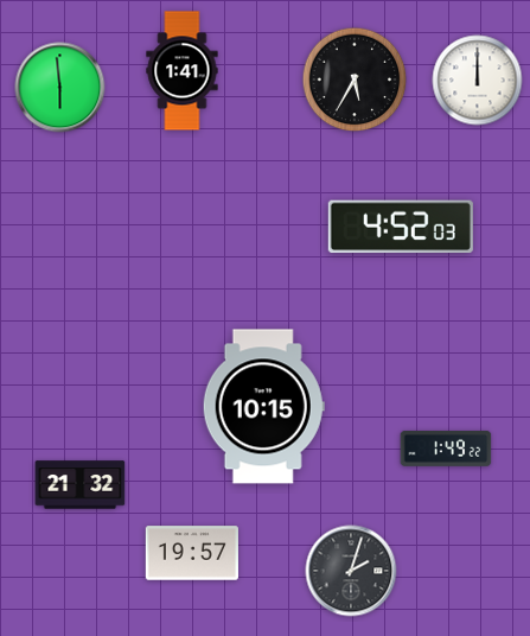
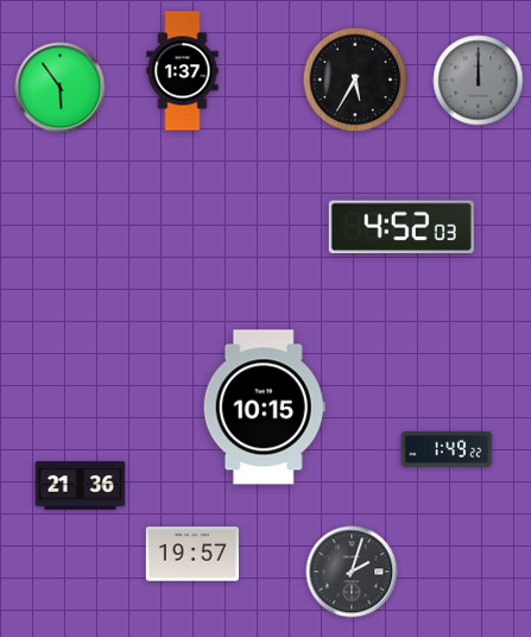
clock at (183, 71): 1:41 -> 1:37
clock at (478, 81) dial: white -> grey
clock at (60, 88): 5:59 -> 5:54
clock at (81, 485): 21:32 -> 21:36
